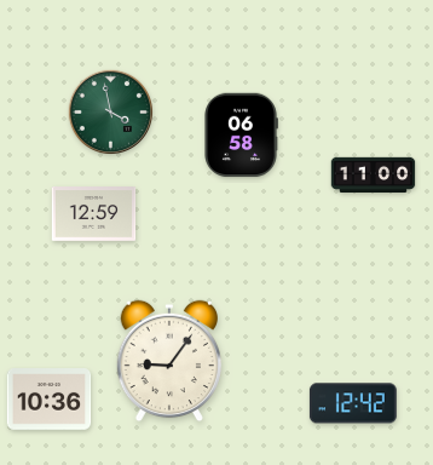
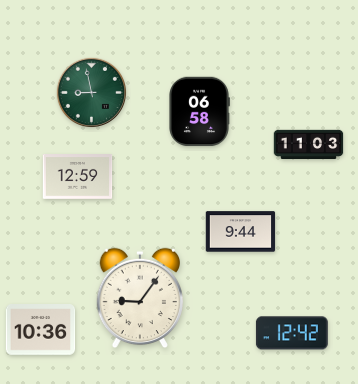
clock at (110, 111): 3:58 -> 8:58
clock at (374, 176): 11:00 -> 11:03
clock at (241, 232): none -> 9:44
